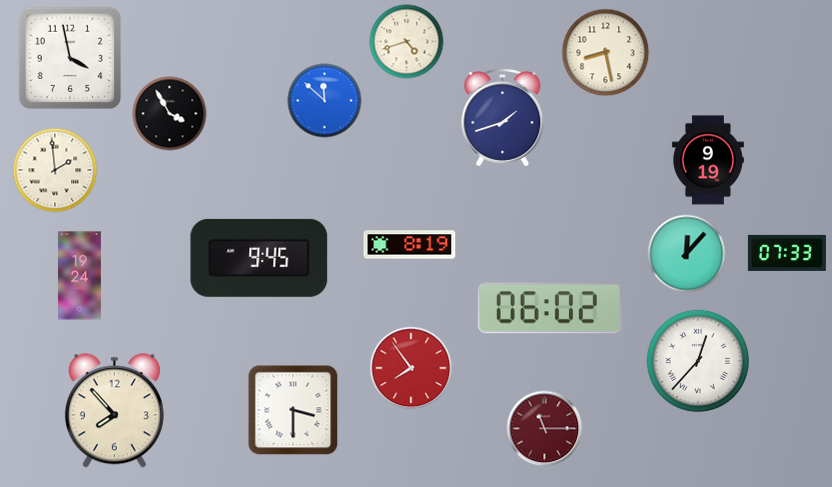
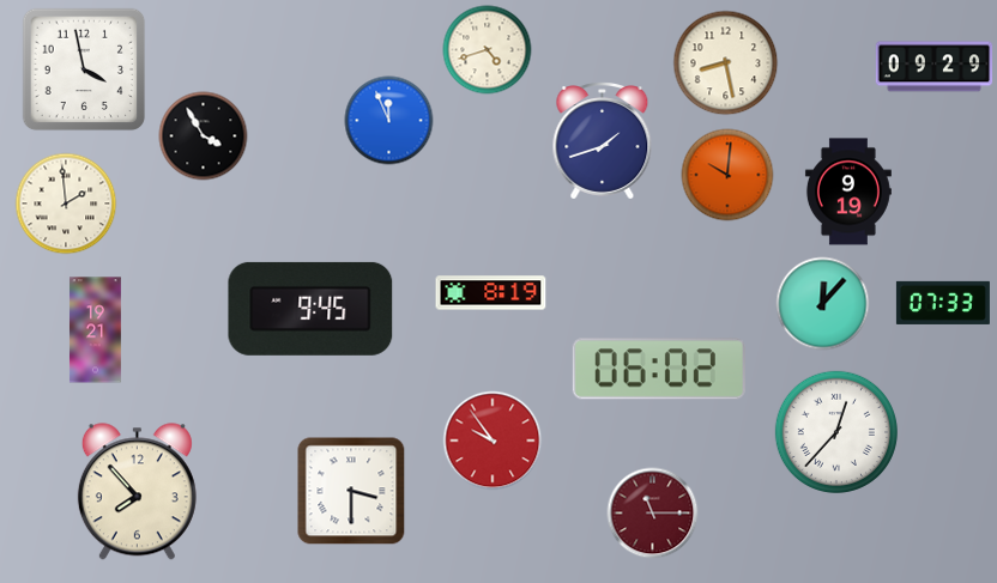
clock at (935, 67): none -> 09:29
clock at (325, 101): 11:52 -> 11:56
clock at (727, 175): none -> 10:01
clock at (79, 276): 19:24 -> 19:21
clock at (411, 368): 7:54 -> 9:54
